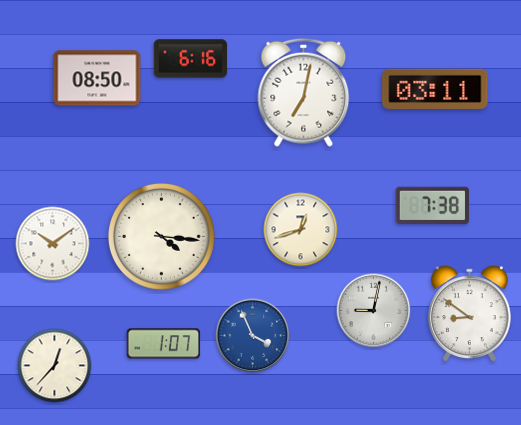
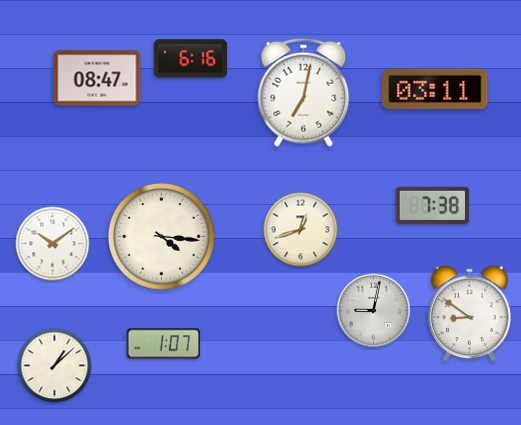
clock at (97, 78): 08:50 -> 08:47
clock at (253, 336): 3:56 -> none
clock at (55, 366): 12:37 -> 1:08
